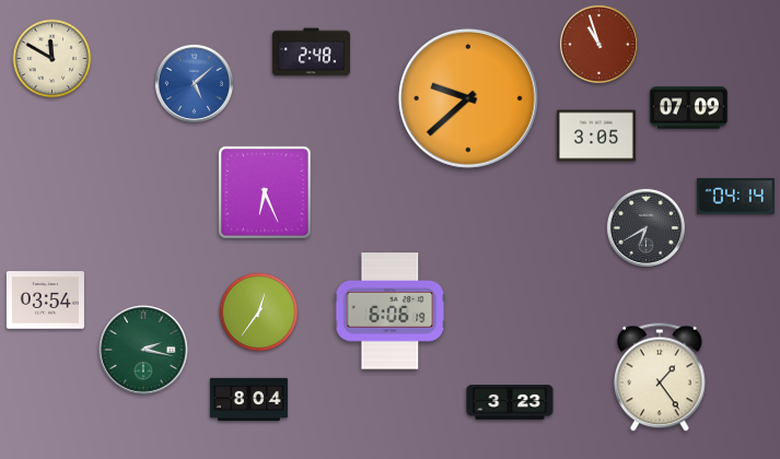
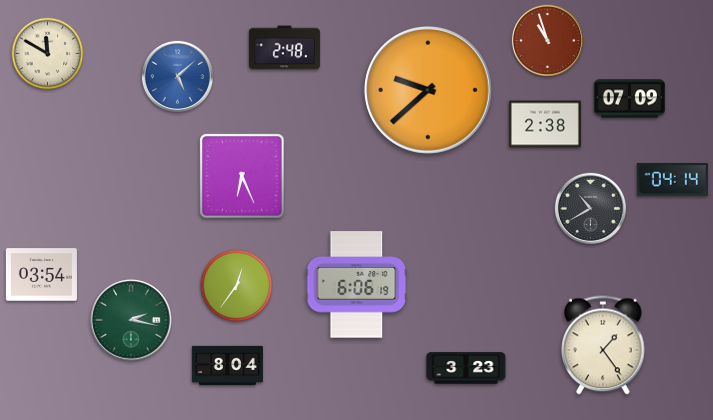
clock at (596, 136): 3:05 -> 2:38
clock at (645, 227): 6:40 -> 10:40
